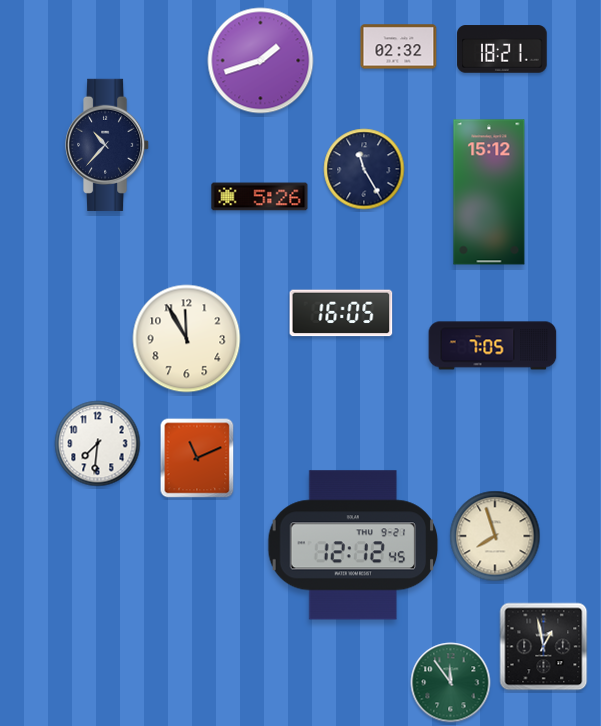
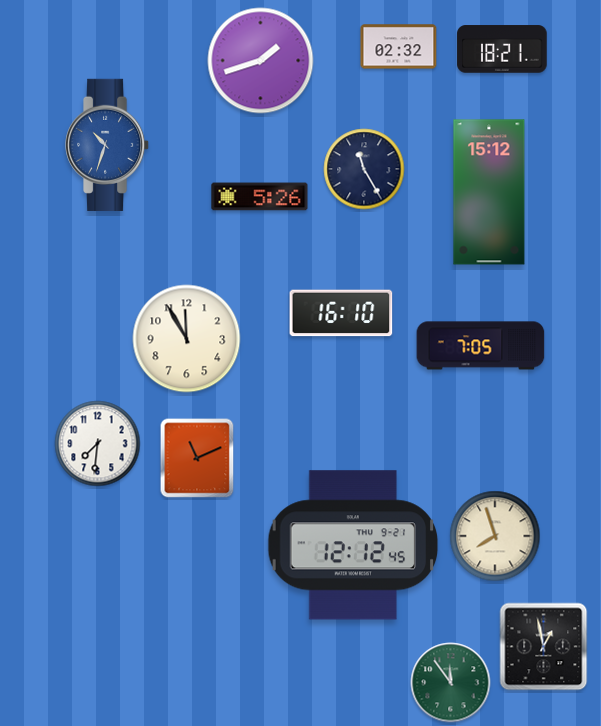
clock at (108, 145): 10:37 -> 10:33
clock at (108, 145) dial: navy -> blue
clock at (341, 313): 16:05 -> 16:10
clock at (493, 346) position: (493, 346) -> (481, 346)
